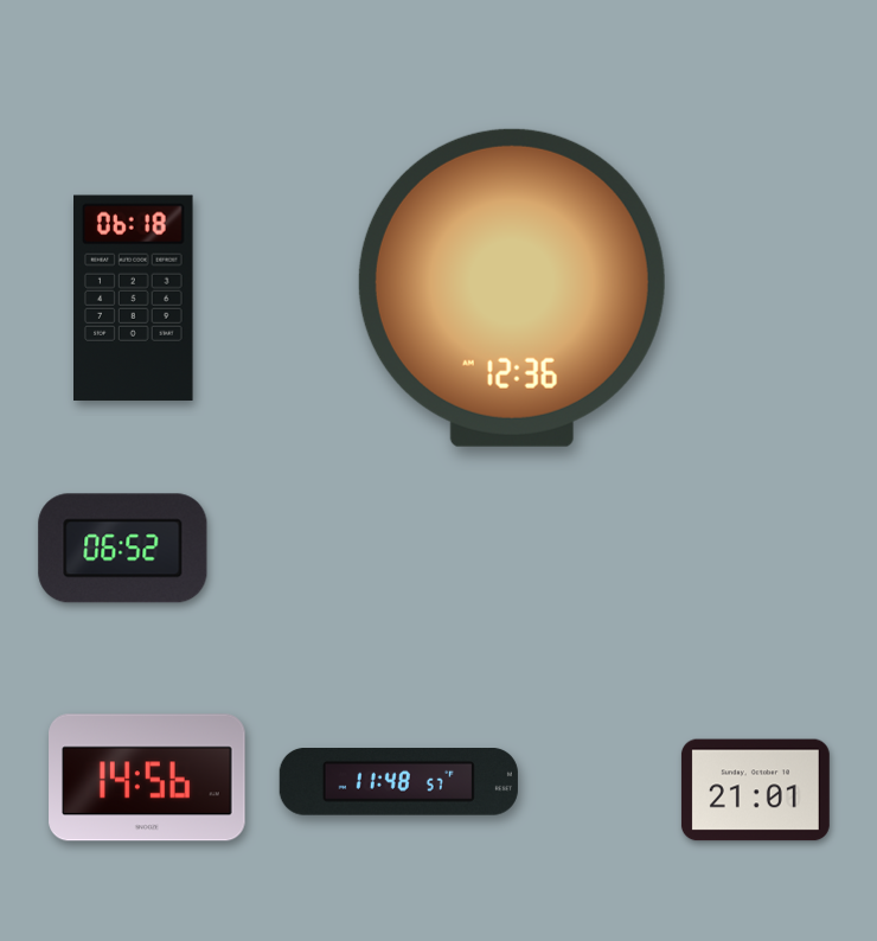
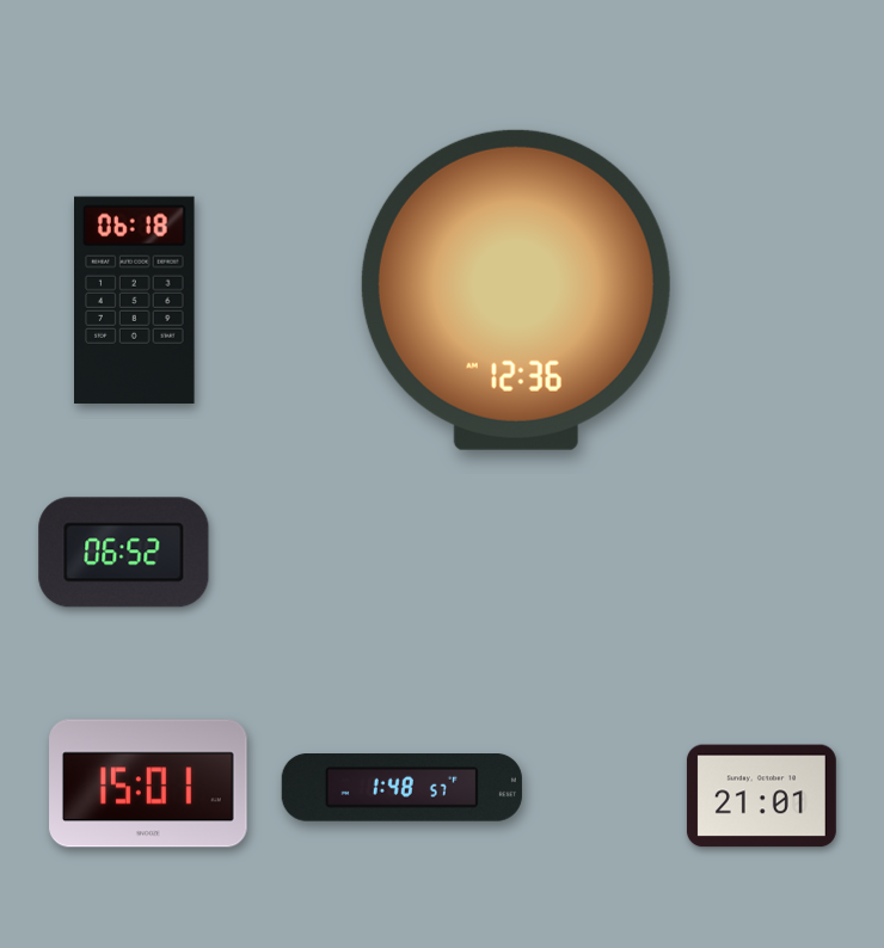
clock at (147, 777): 14:56 -> 15:01
clock at (398, 782): 11:48 -> 1:48
